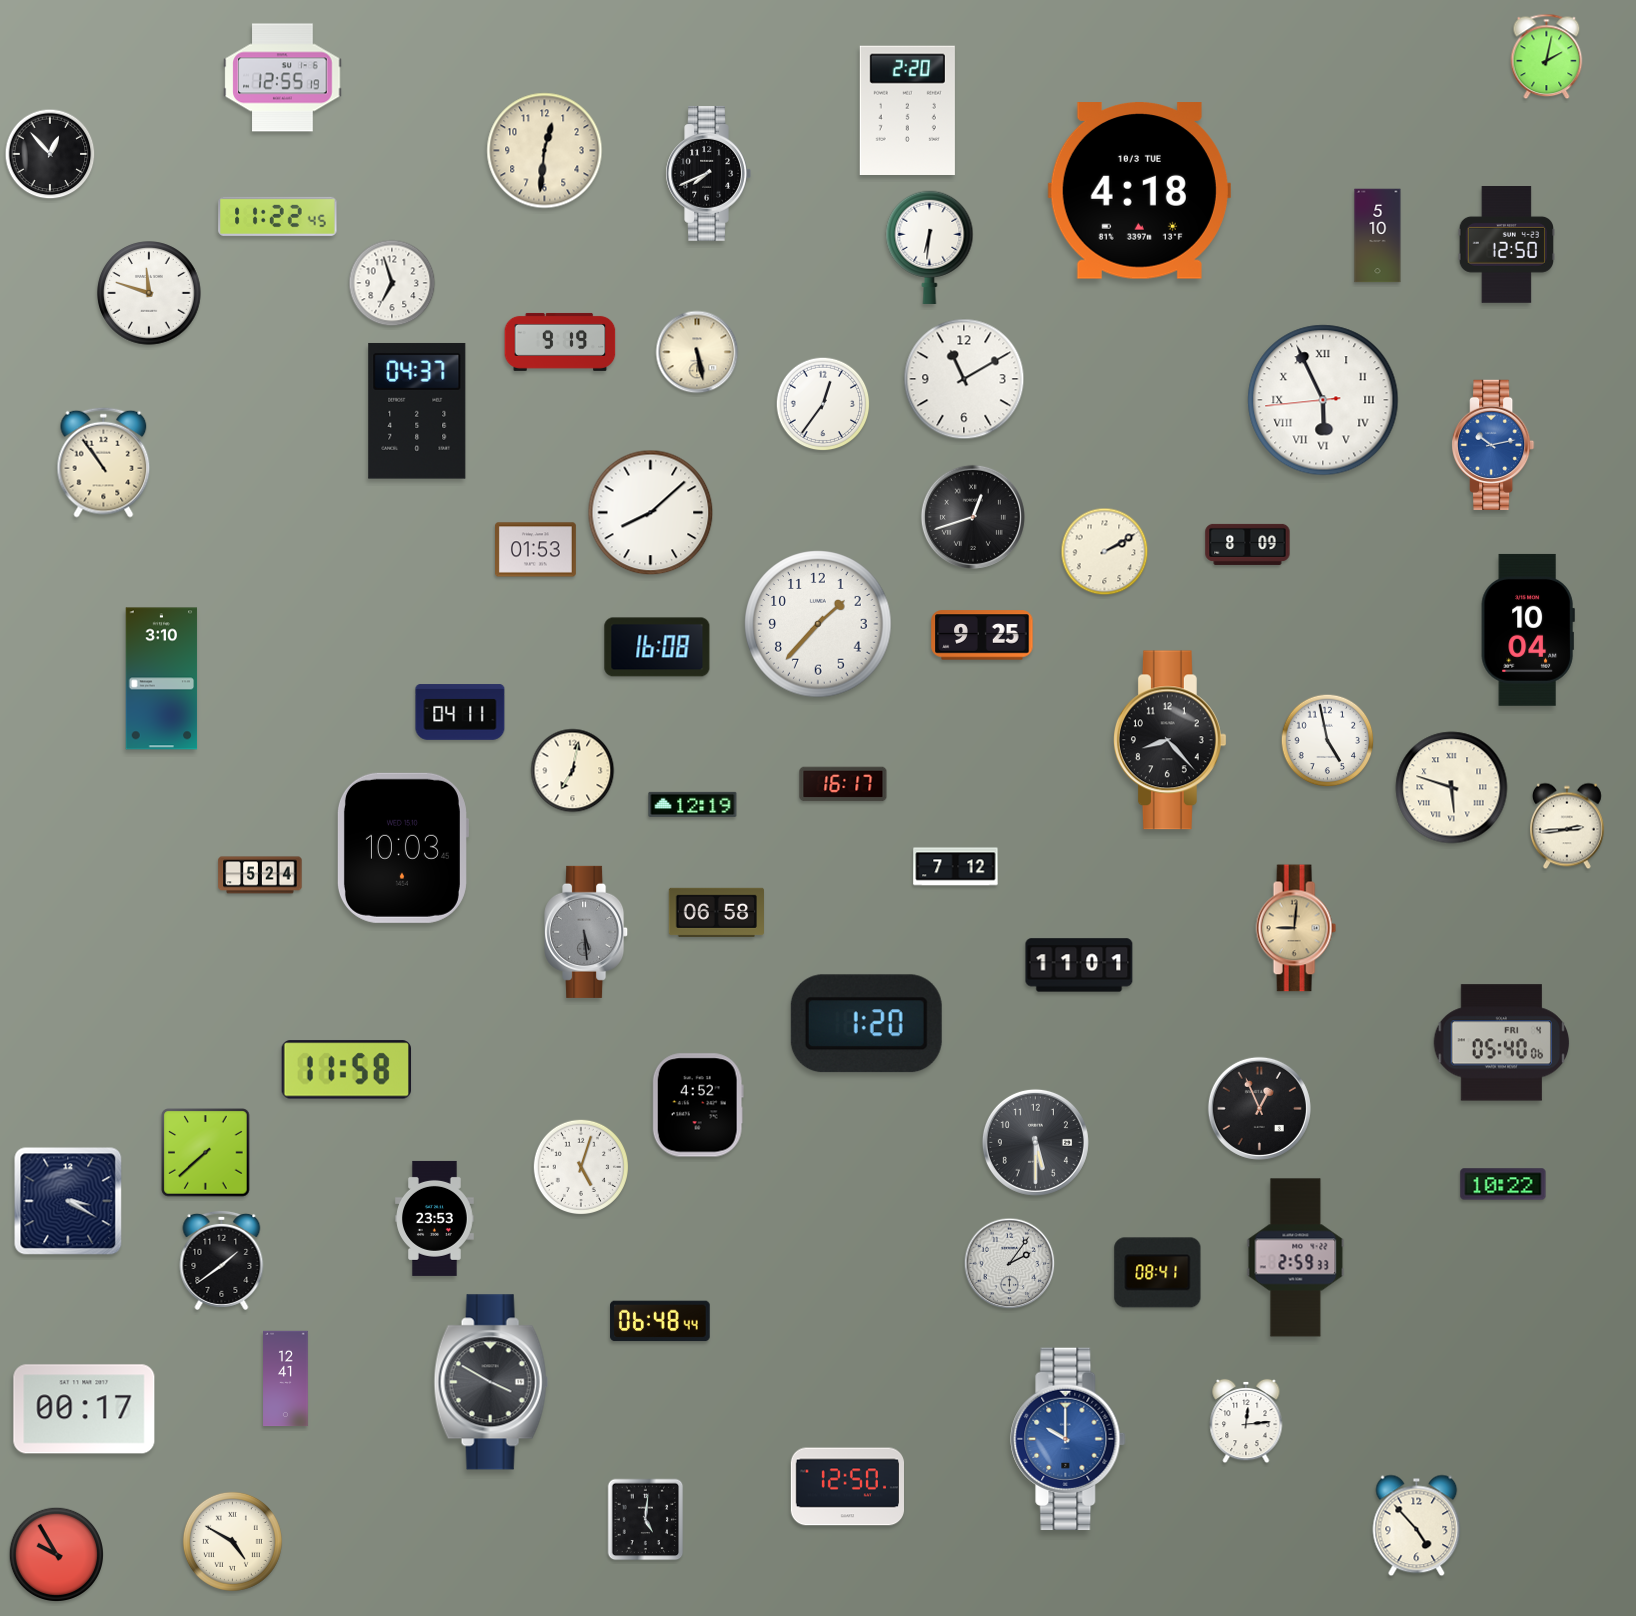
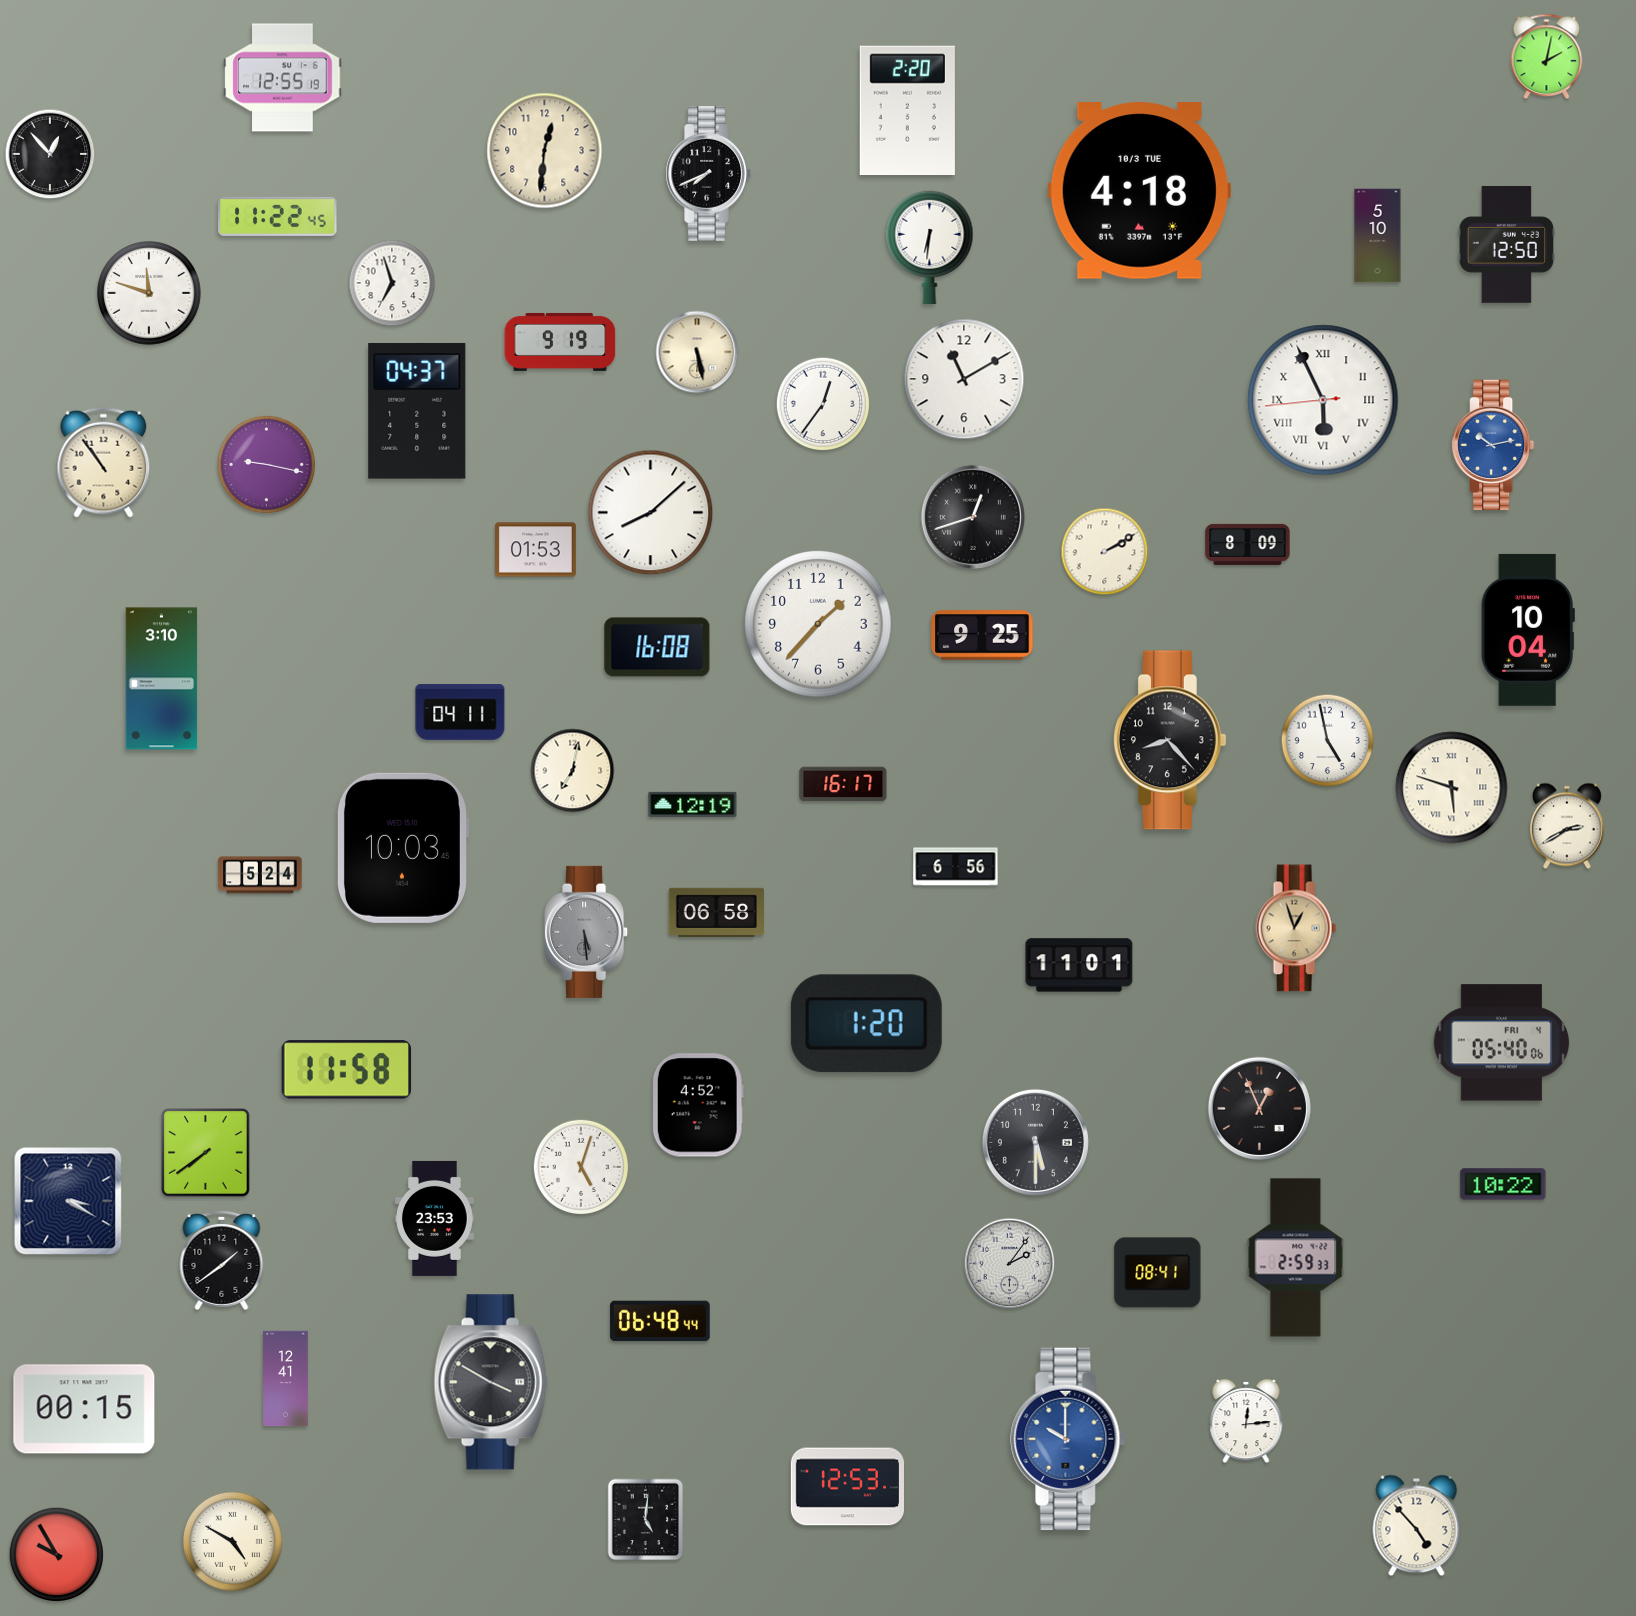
clock at (266, 464): none -> 9:17
clock at (1567, 826): 2:44 -> 2:40
clock at (956, 867): 7:12 -> 6:56
clock at (1296, 928): 9:01 -> 12:57
clock at (206, 1153): 7:38 -> 7:39
clock at (84, 1409): 00:17 -> 00:15
clock at (847, 1487): 12:50 -> 12:53
